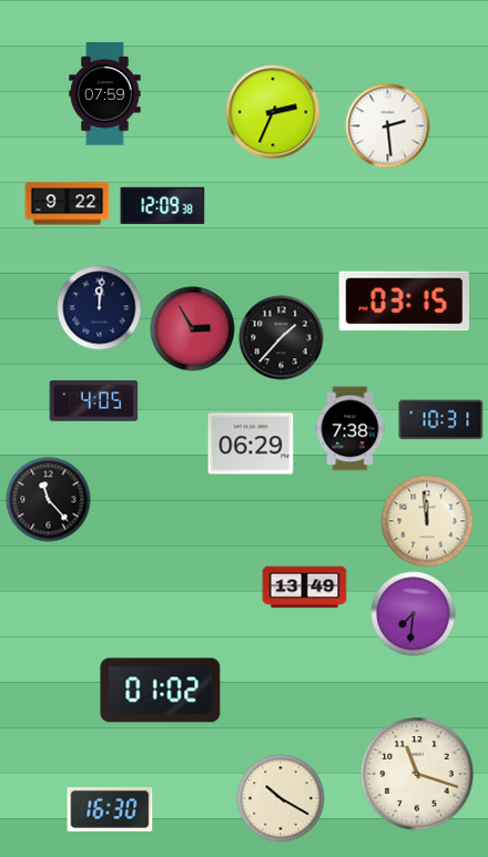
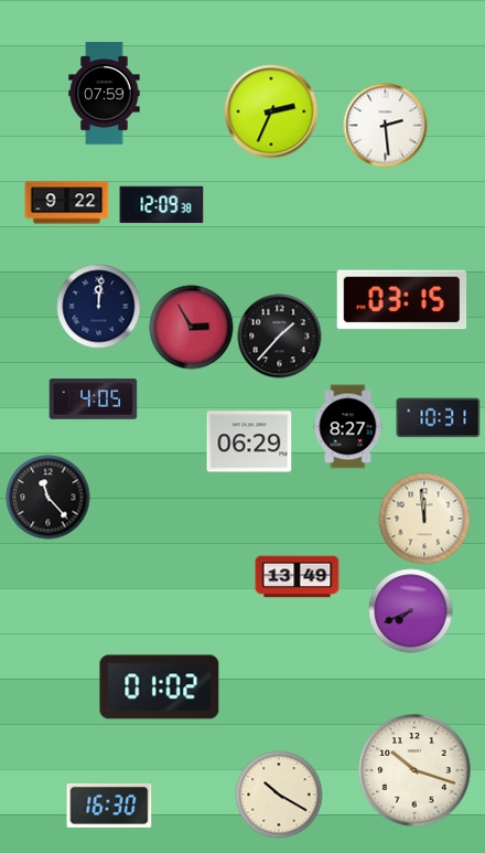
clock at (350, 429): 7:38 -> 8:27
clock at (305, 588) position: (305, 588) -> (298, 577)
clock at (414, 614): 7:31 -> 7:41
clock at (417, 774): 11:18 -> 10:18
